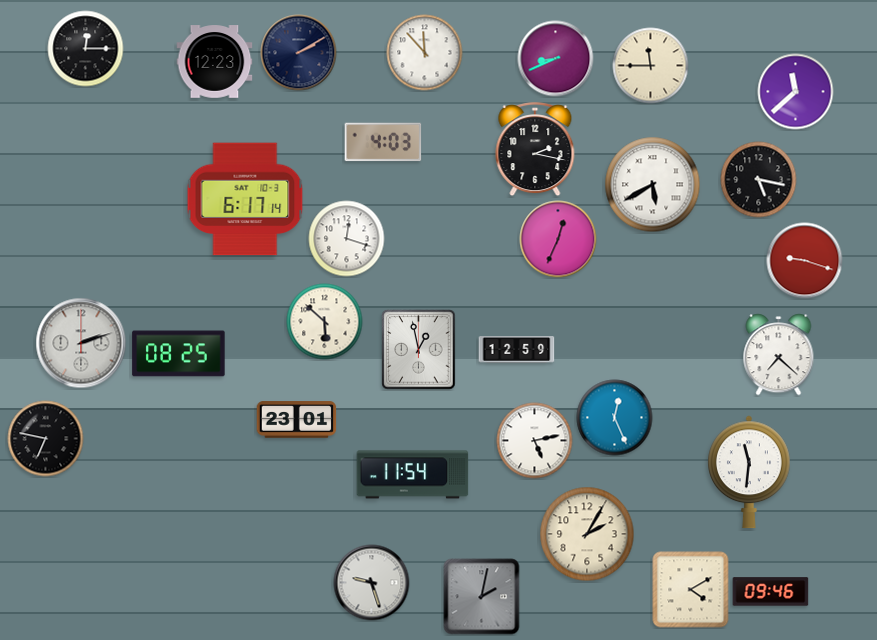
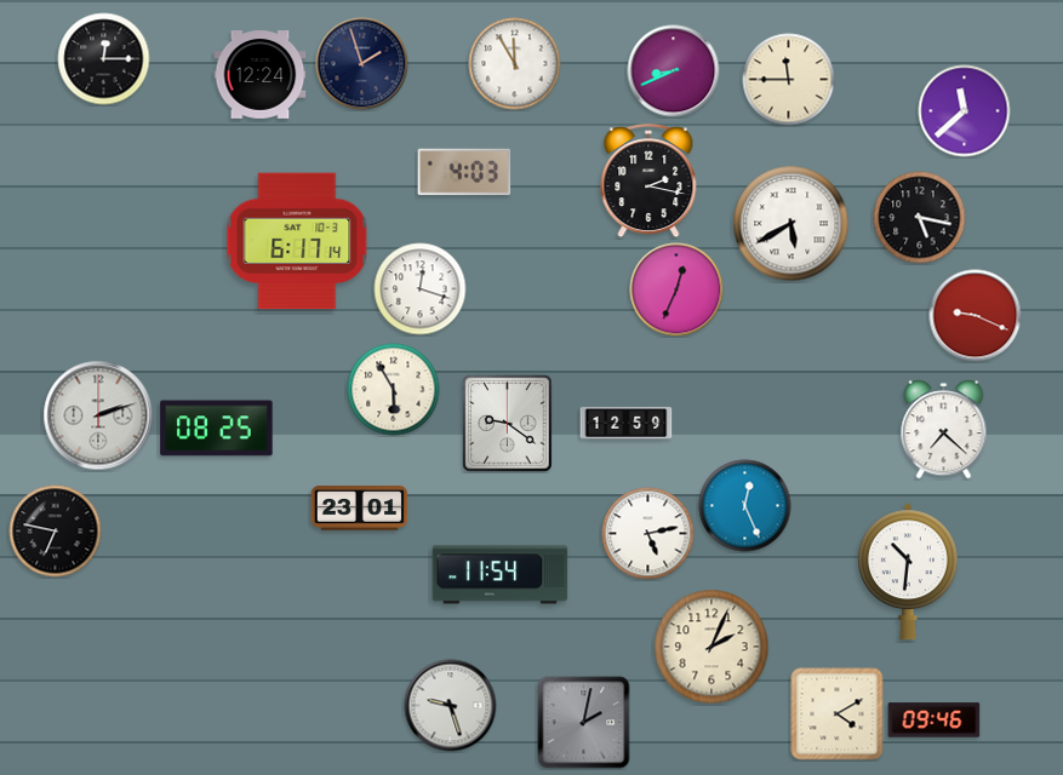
clock at (299, 53): 2:10 -> 1:57
clock at (425, 53): 11:53 -> 11:55
clock at (215, 62): 12:23 -> 12:24
clock at (805, 261): 9:18 -> 9:19
clock at (325, 322): 5:52 -> 5:55
clock at (419, 350): 12:58 -> 9:21
clock at (750, 472): 11:31 -> 10:31
clock at (587, 534): 2:05 -> 2:04
clock at (771, 592) position: (771, 592) -> (935, 721)
